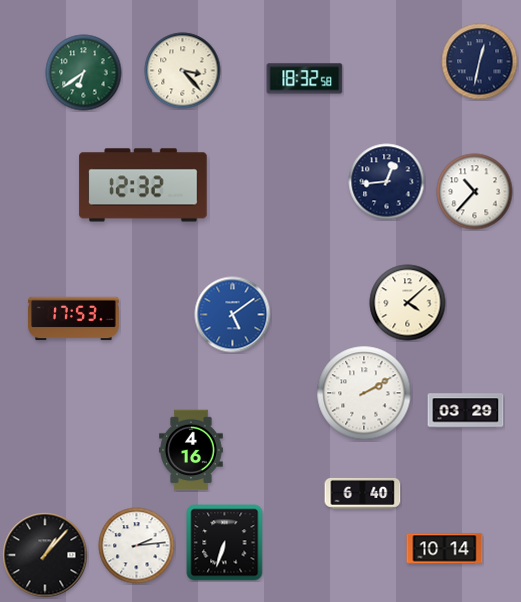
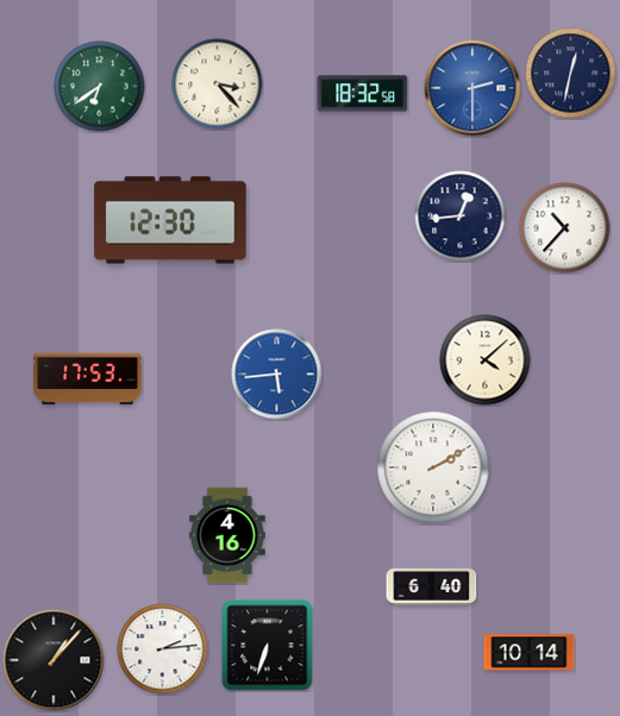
clock at (472, 88): none -> 2:30
clock at (143, 185): 12:32 -> 12:30
clock at (233, 315): 5:09 -> 5:44
clock at (466, 411): 03:29 -> none
